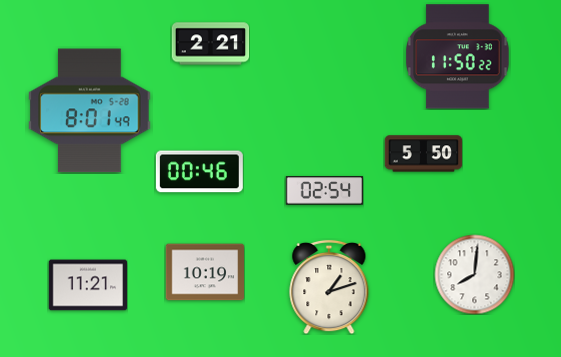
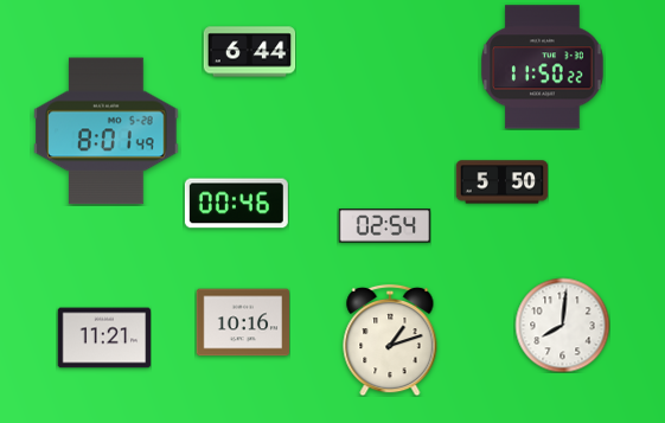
clock at (210, 44): 2:21 -> 6:44
clock at (205, 272): 10:19 -> 10:16
